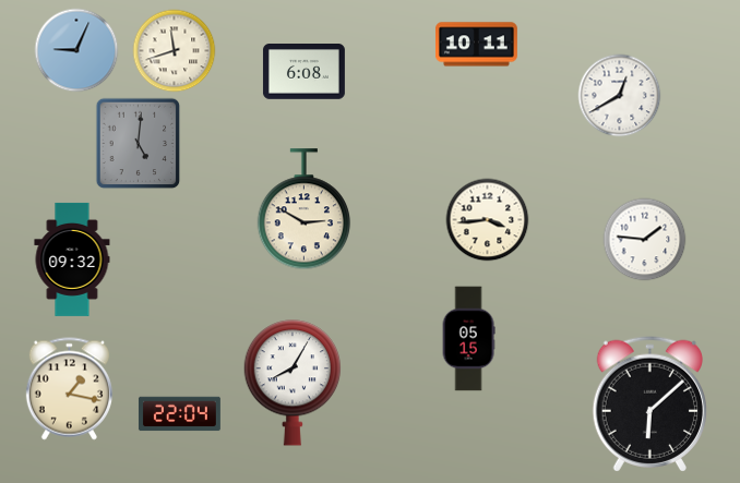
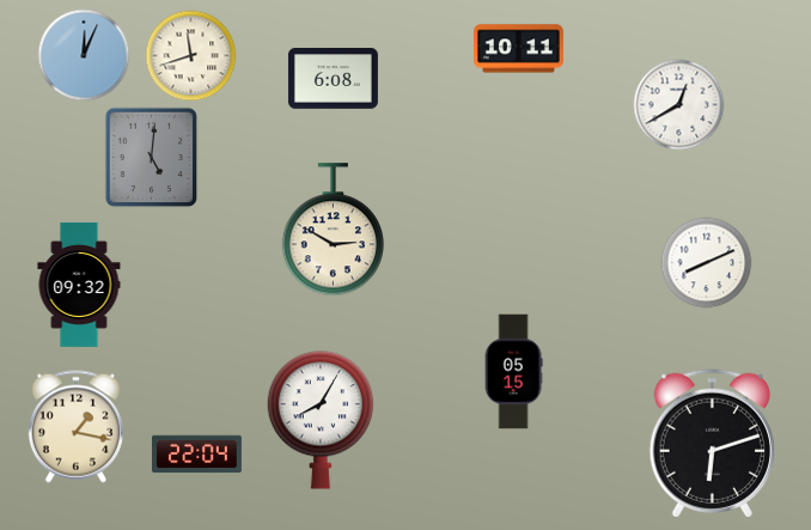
clock at (476, 45) position: (476, 45) -> (518, 49)
clock at (76, 50): 9:04 -> 12:04
clock at (488, 220): 3:44 -> none
clock at (645, 240): 1:46 -> 8:11
clock at (649, 403): 6:08 -> 6:12
